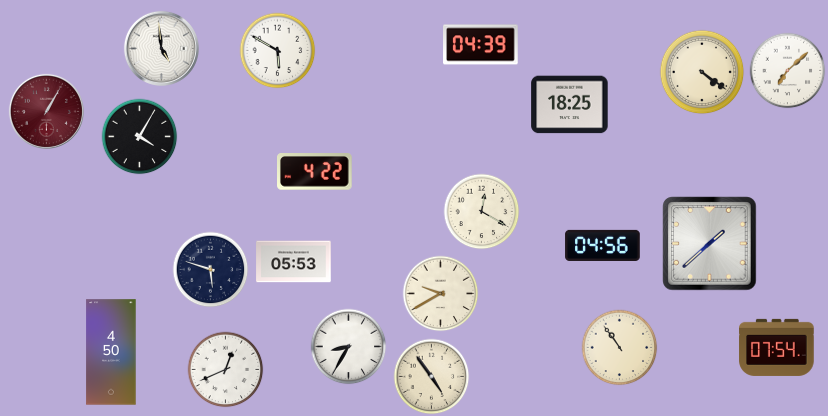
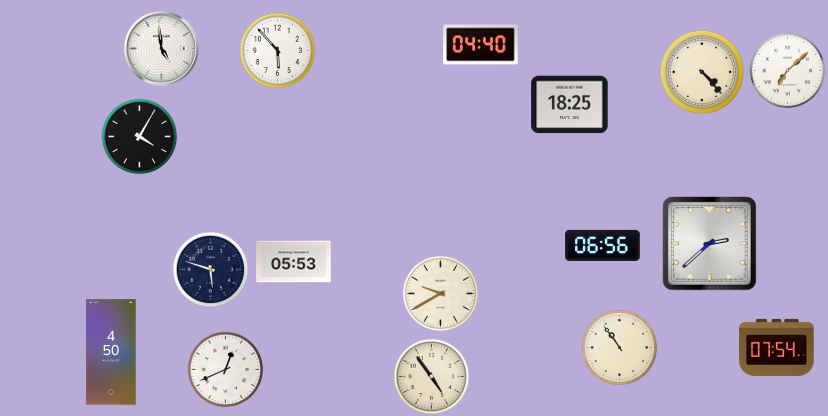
clock at (481, 45): 04:39 -> 04:40
clock at (278, 51): 5:50 -> 5:53
clock at (702, 72): 4:21 -> 4:23
clock at (46, 111): 1:05 -> none
clock at (315, 172): 4:22 -> none
clock at (482, 212): 12:20 -> none
clock at (710, 244): 1:38 -> 2:38
clock at (603, 245): 04:56 -> 06:56
clock at (349, 347): 8:35 -> none
